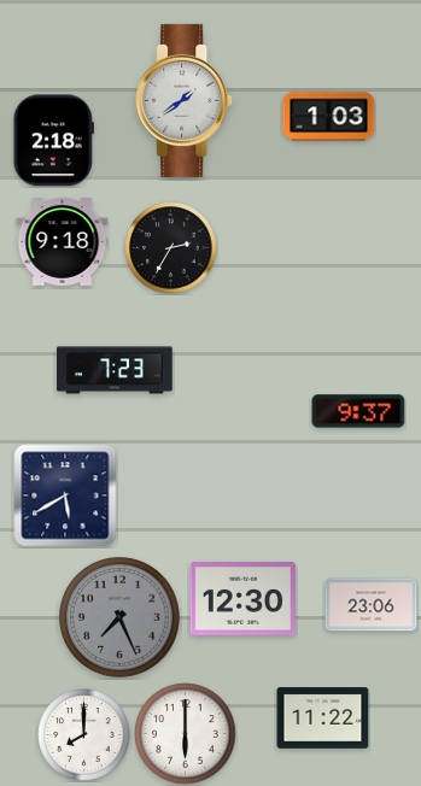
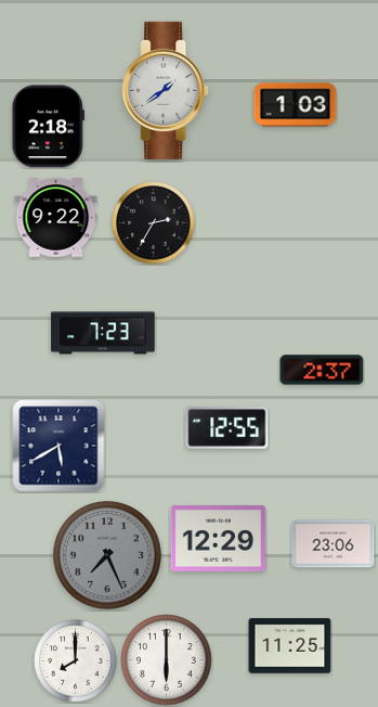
clock at (63, 242): 9:18 -> 9:22
clock at (358, 411): 9:37 -> 2:37
clock at (227, 428): none -> 12:55
clock at (242, 599): 12:30 -> 12:29
clock at (323, 718): 11:22 -> 11:25
